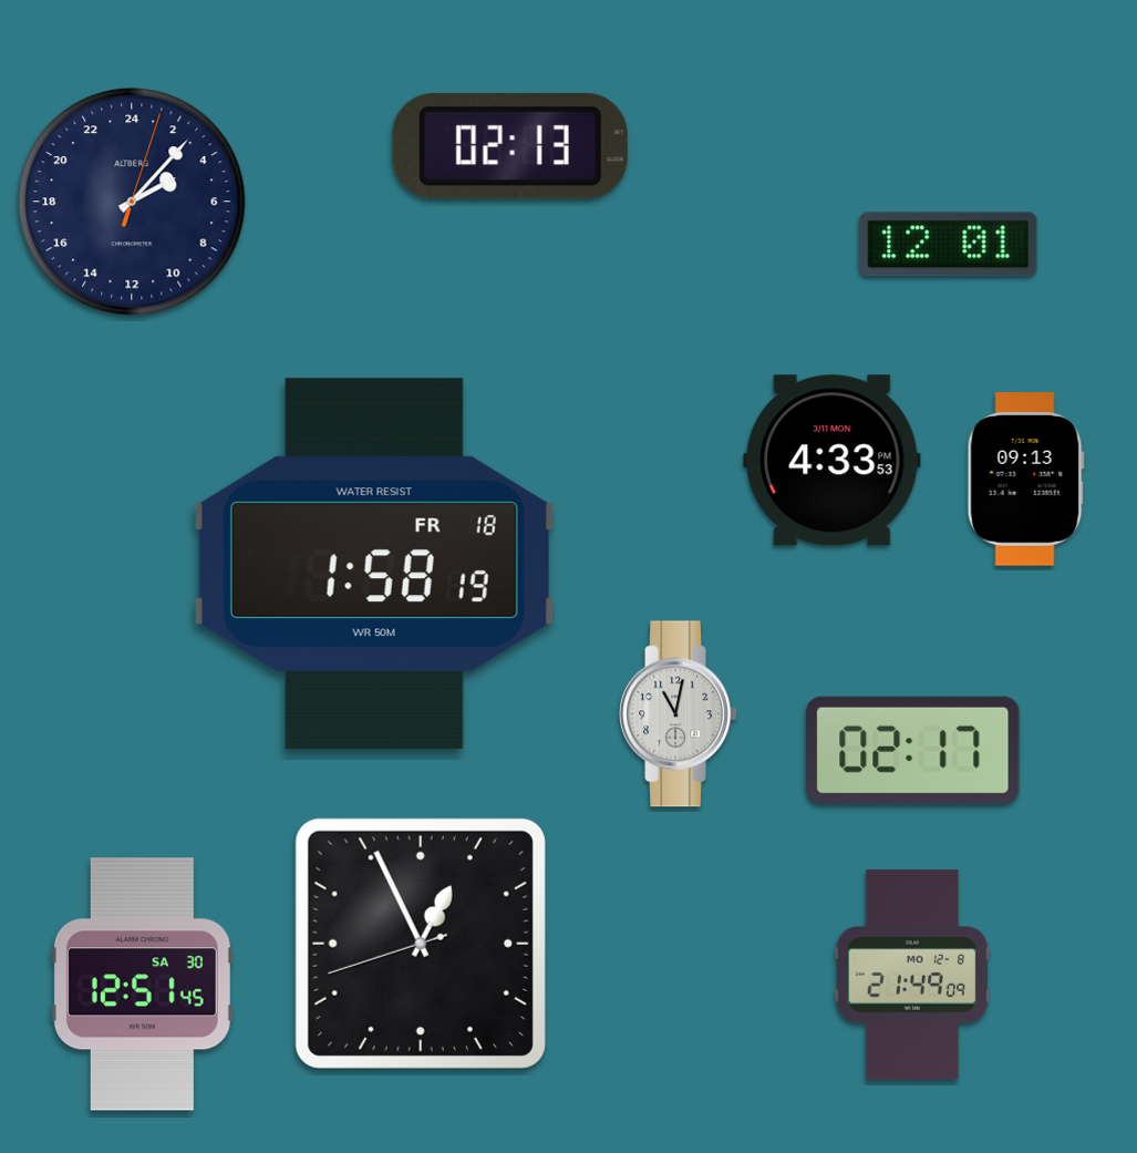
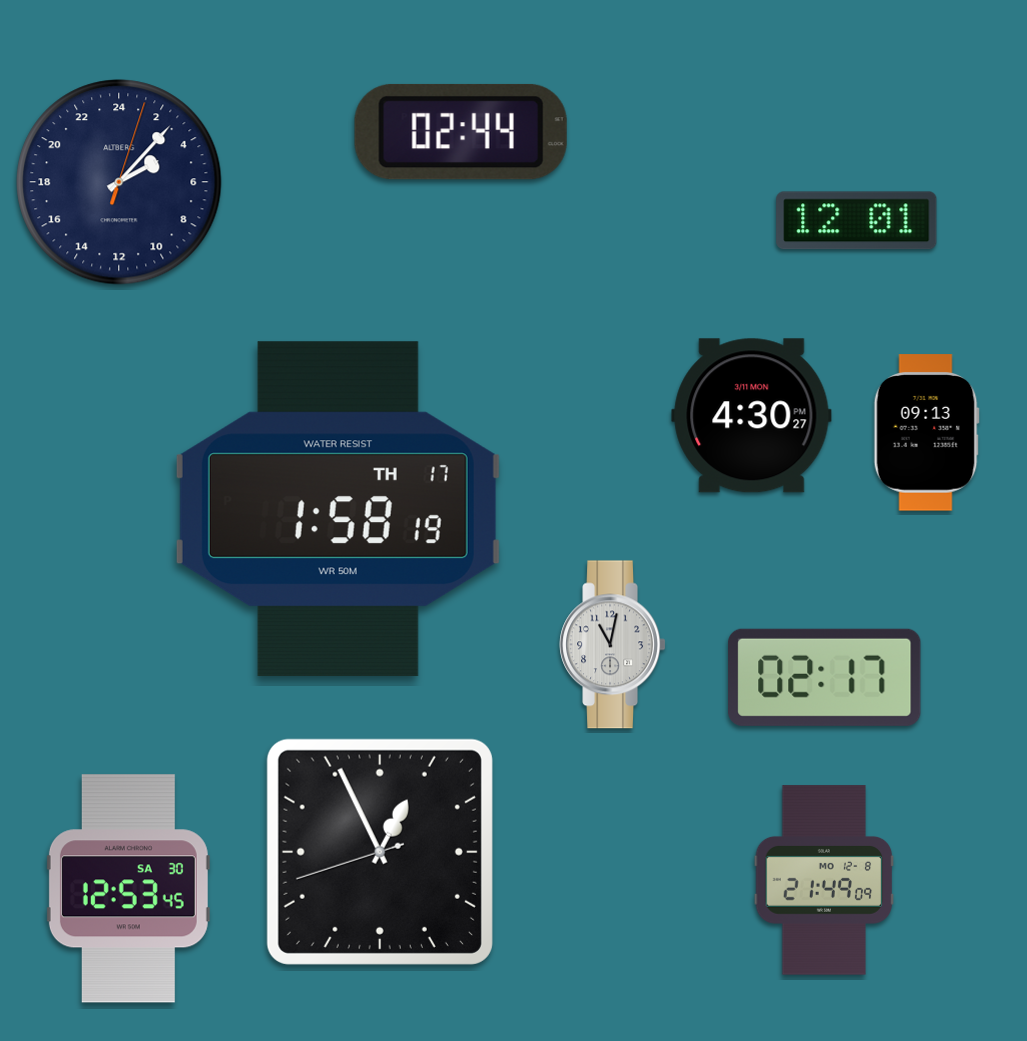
clock at (510, 146): 02:13 -> 02:44
clock at (833, 461): 4:33 -> 4:30
clock at (374, 564) date: FR 18 -> TH 17
clock at (142, 985): 12:51 -> 12:53
